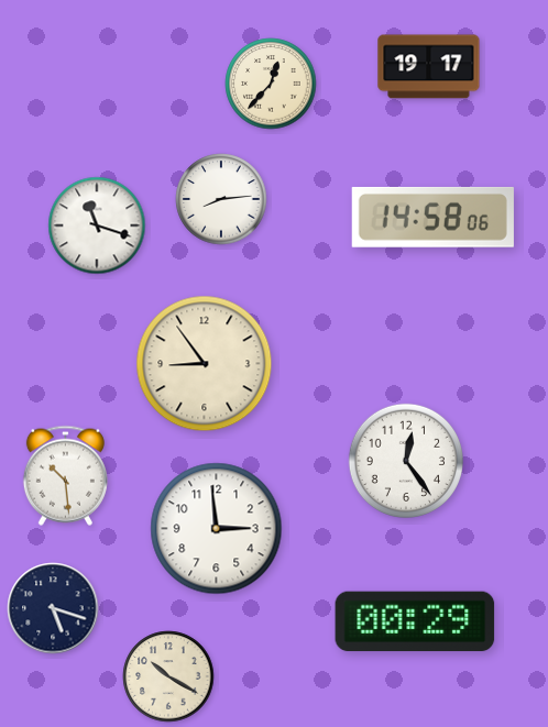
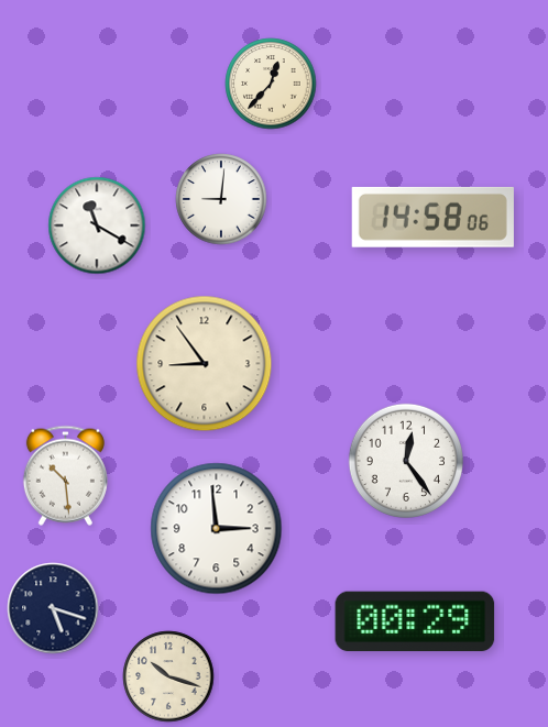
clock at (429, 67): 19:17 -> none
clock at (221, 199): 8:14 -> 9:01
clock at (97, 225): 11:18 -> 11:20
clock at (168, 676): 10:20 -> 10:18
